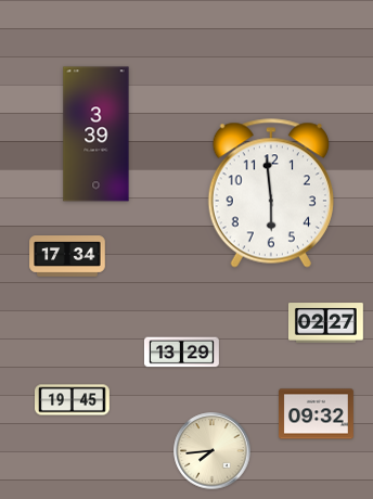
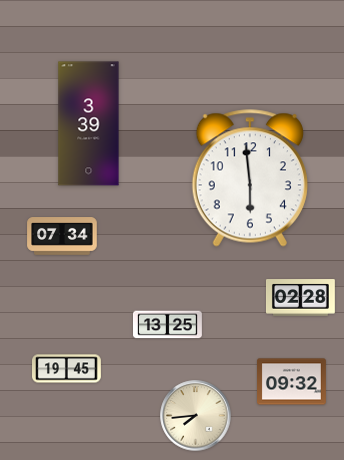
clock at (67, 256): 17:34 -> 07:34
clock at (325, 323): 02:27 -> 02:28
clock at (182, 353): 13:29 -> 13:25
